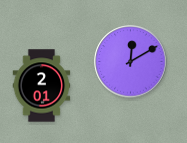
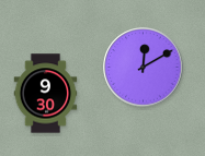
clock at (42, 86): 2:01 -> 9:30
